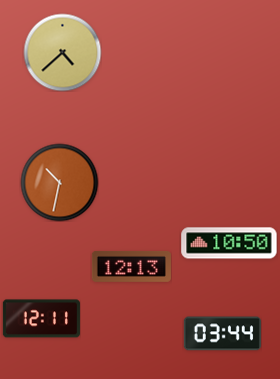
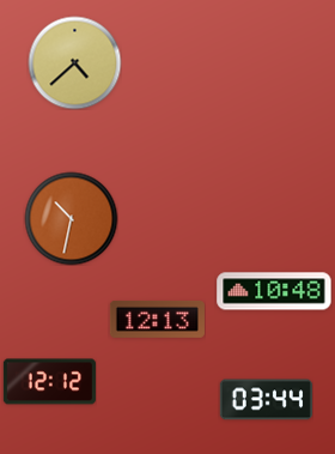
clock at (229, 243): 10:50 -> 10:48
clock at (41, 319): 12:11 -> 12:12
